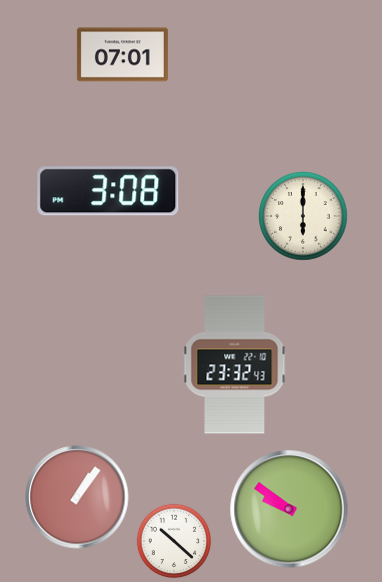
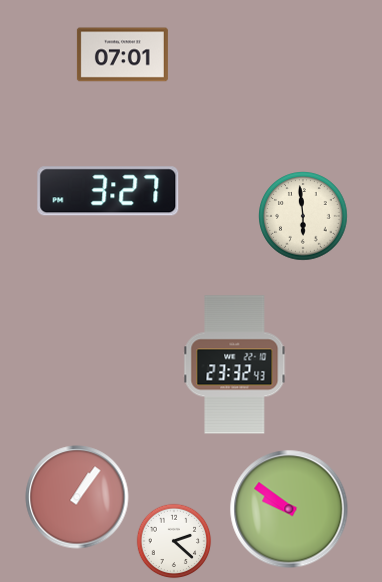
clock at (108, 191): 3:08 -> 3:27
clock at (303, 216): 6:00 -> 5:59
clock at (174, 541): 10:22 -> 2:22
